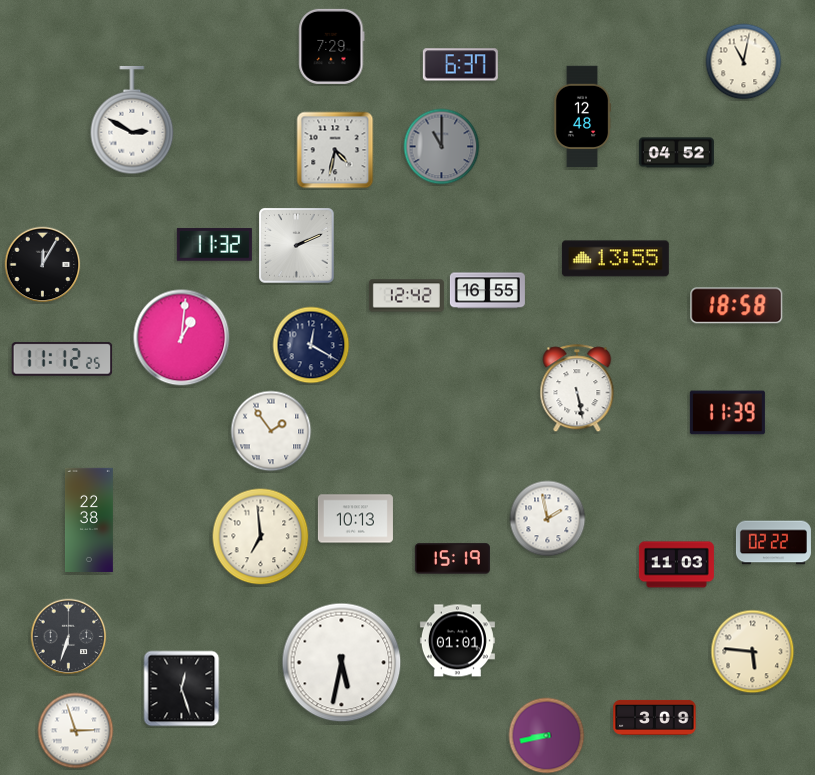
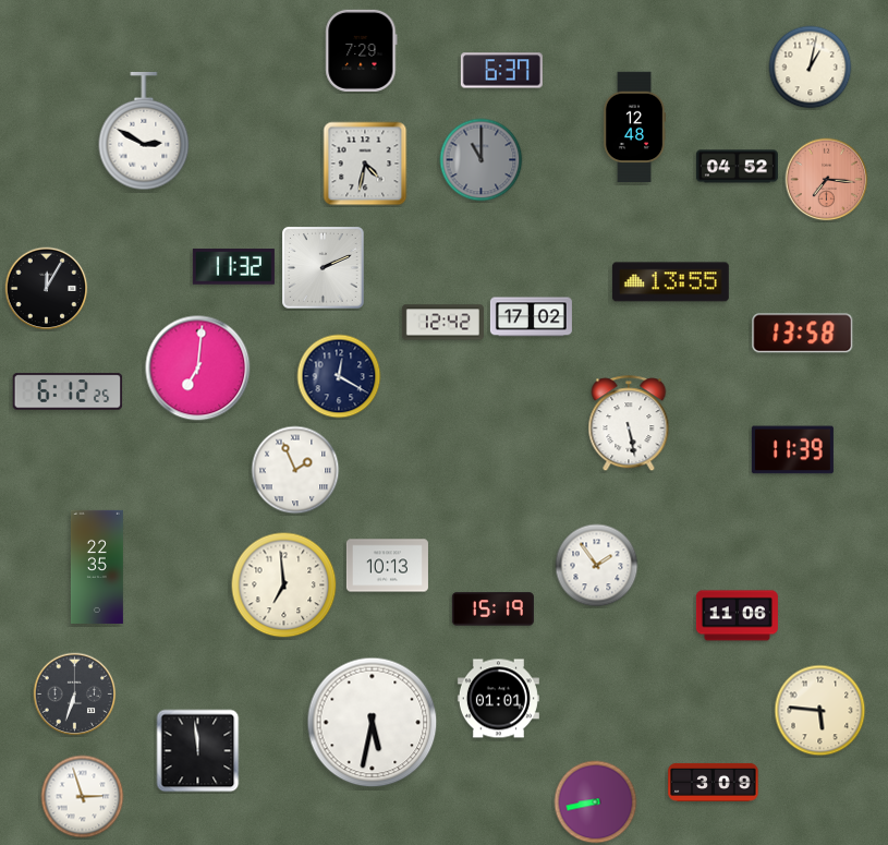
clock at (744, 62): 11:02 -> 1:02
clock at (827, 180): none -> 7:16
clock at (487, 291): 16:55 -> 17:02
clock at (737, 306): 18:58 -> 13:58
clock at (182, 338): 1:01 -> 7:01
clock at (62, 359): 11:12 -> 6:12
clock at (271, 431): 1:54 -> 1:56
clock at (548, 519): 1:58 -> 1:54
clock at (89, 520): 22:38 -> 22:35
clock at (773, 543): 02:22 -> none
clock at (676, 565): 11:03 -> 11:06
clock at (182, 689): 12:27 -> 11:59
